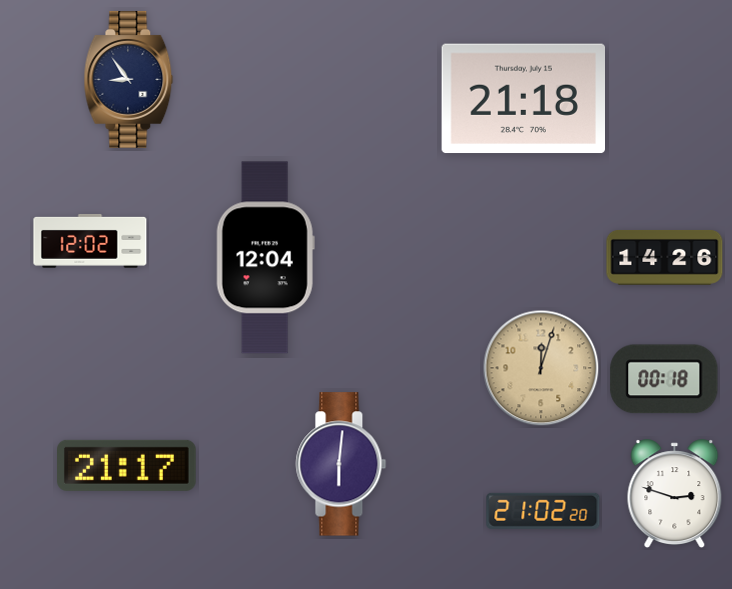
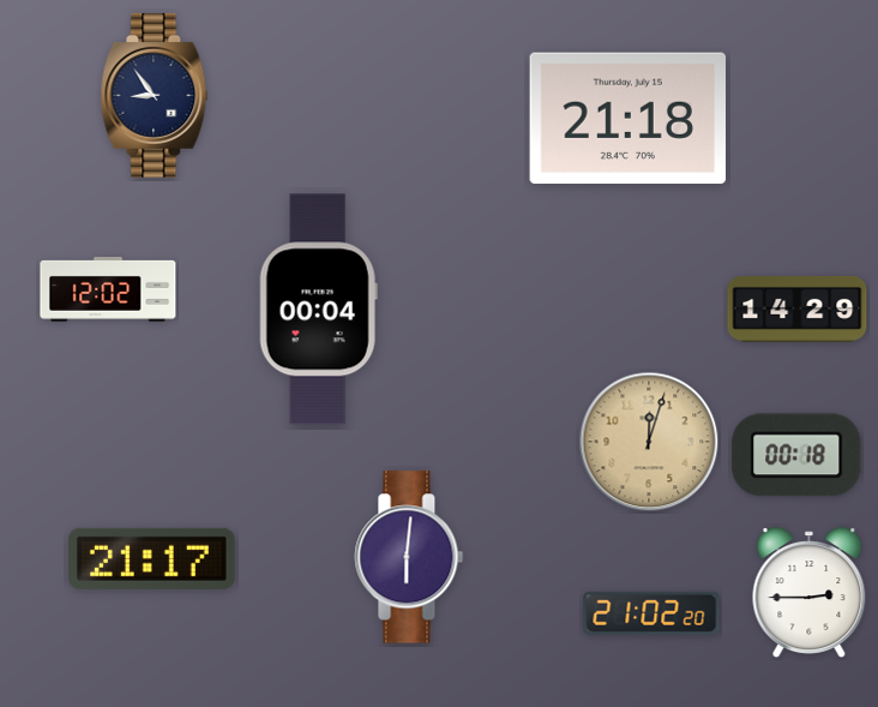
clock at (665, 257): 14:26 -> 14:29
clock at (265, 258): 12:04 -> 00:04
clock at (675, 493): 2:48 -> 2:45
